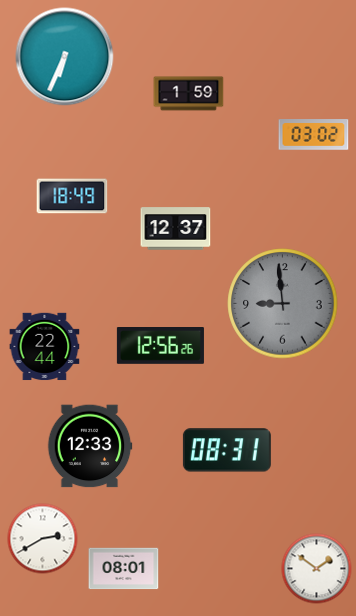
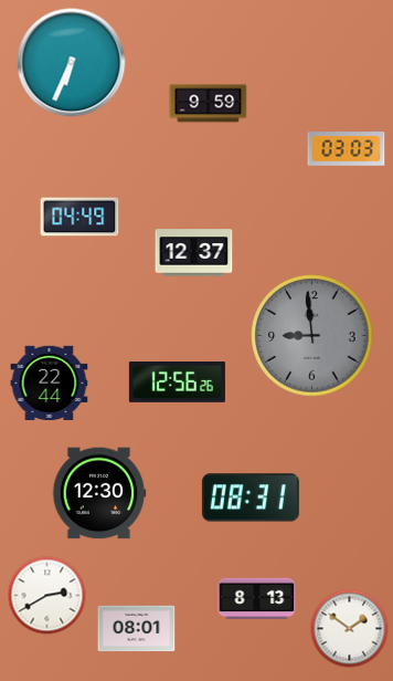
clock at (189, 94): 1:59 -> 9:59
clock at (314, 135): 03:02 -> 03:03
clock at (72, 196): 18:49 -> 04:49
clock at (90, 446): 12:33 -> 12:30
clock at (257, 599): none -> 8:13
